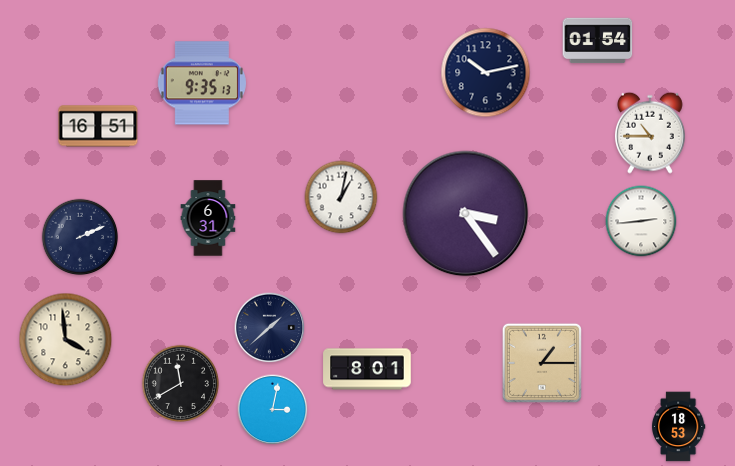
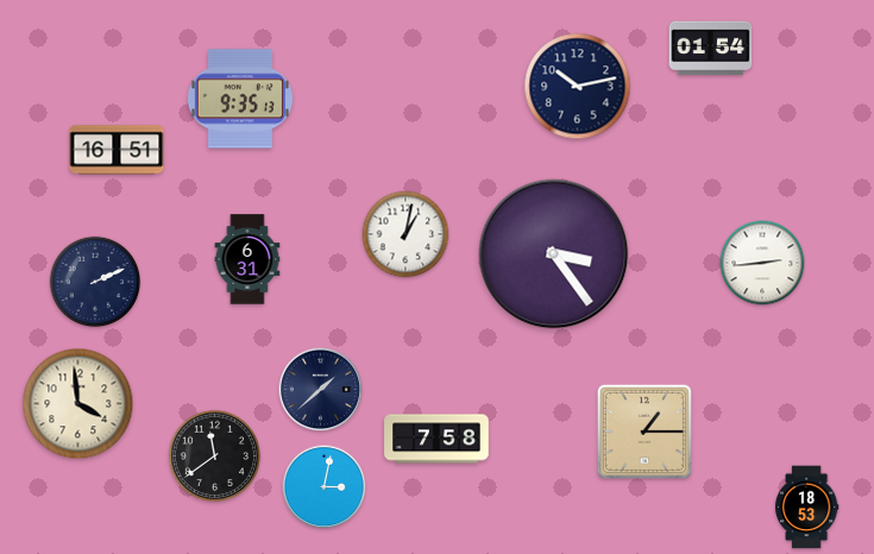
clock at (650, 133): 10:45 -> none
clock at (367, 369): 8:01 -> 7:58
clock at (180, 383): 11:40 -> 11:39
